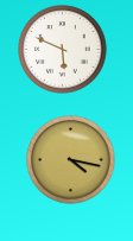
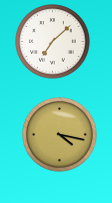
clock at (63, 50): 5:49 -> 7:08
